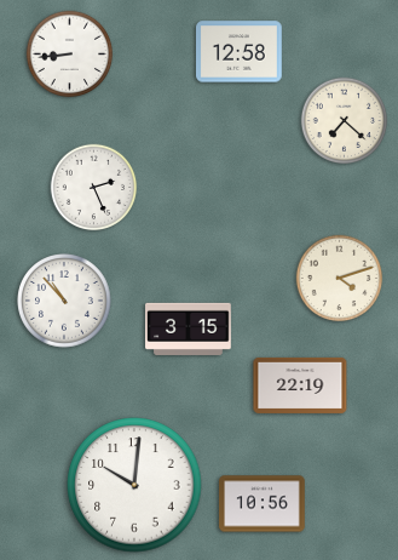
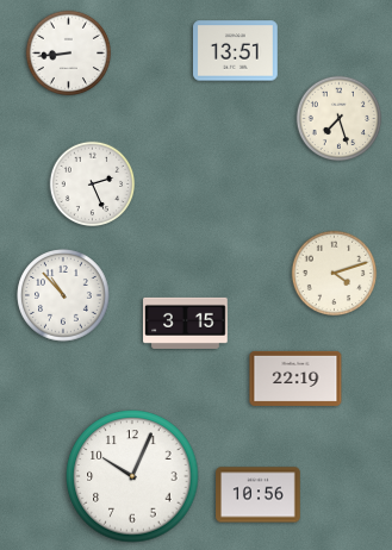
clock at (240, 52): 12:58 -> 13:51
clock at (345, 121): 7:22 -> 7:27
clock at (134, 485): 10:01 -> 10:04
